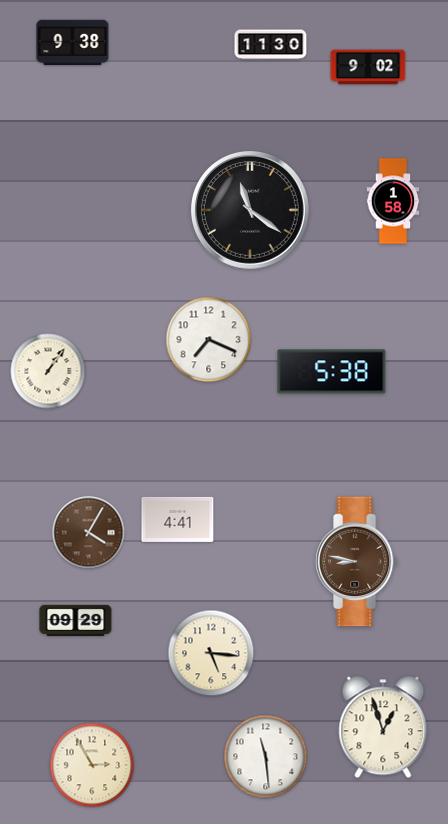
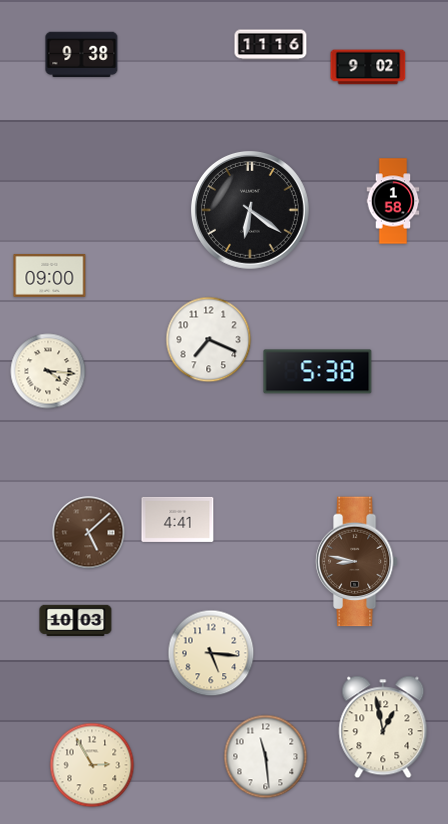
clock at (73, 43) position: (73, 43) -> (82, 55)
clock at (271, 45): 11:30 -> 11:16
clock at (250, 210): 11:21 -> 6:21
clock at (50, 275): none -> 09:00
clock at (48, 371): 1:06 -> 4:16
clock at (332, 372) position: (332, 372) -> (318, 372)
clock at (89, 533): 4:05 -> 5:08
clock at (76, 620): 09:29 -> 10:03
clock at (383, 727): 12:57 -> 12:58
